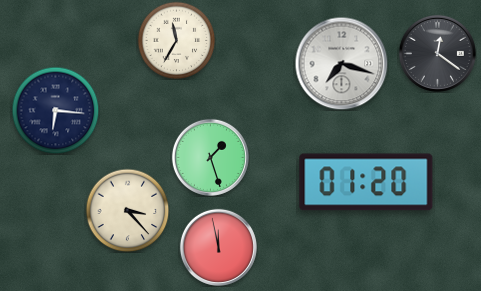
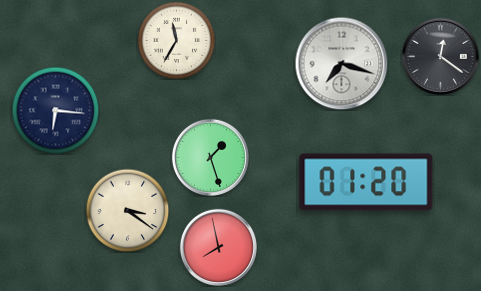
clock at (437, 53) position: (437, 53) -> (440, 56)
clock at (127, 210): 3:23 -> 3:21
clock at (218, 247): 11:58 -> 7:58
